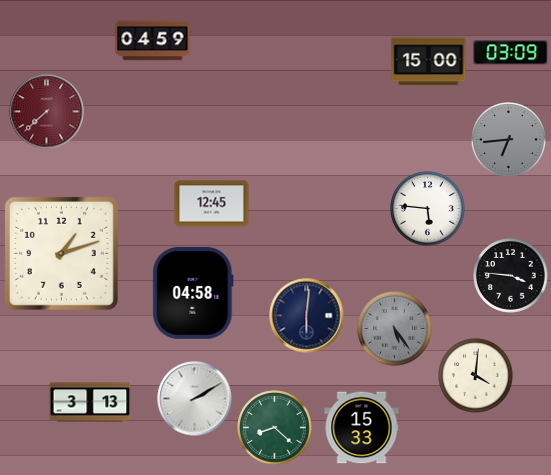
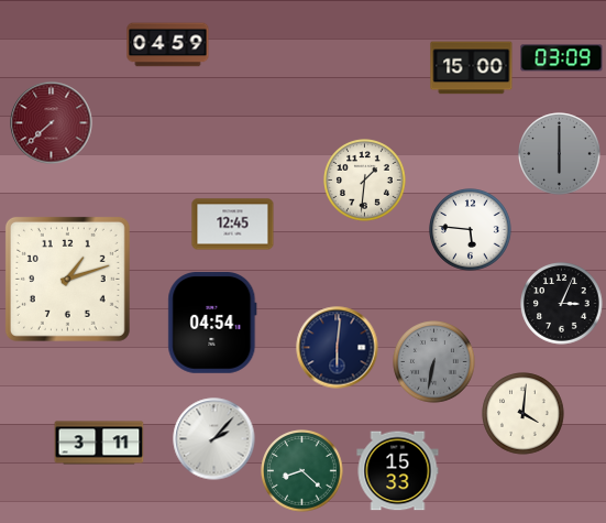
clock at (509, 140): 6:44 -> 6:00
clock at (365, 181): none -> 1:31
clock at (511, 276): 3:46 -> 3:04
clock at (193, 294): 04:58 -> 04:54
clock at (395, 329): 5:24 -> 6:32
clock at (195, 399): 2:10 -> 2:07
clock at (90, 402): 3:13 -> 3:11
